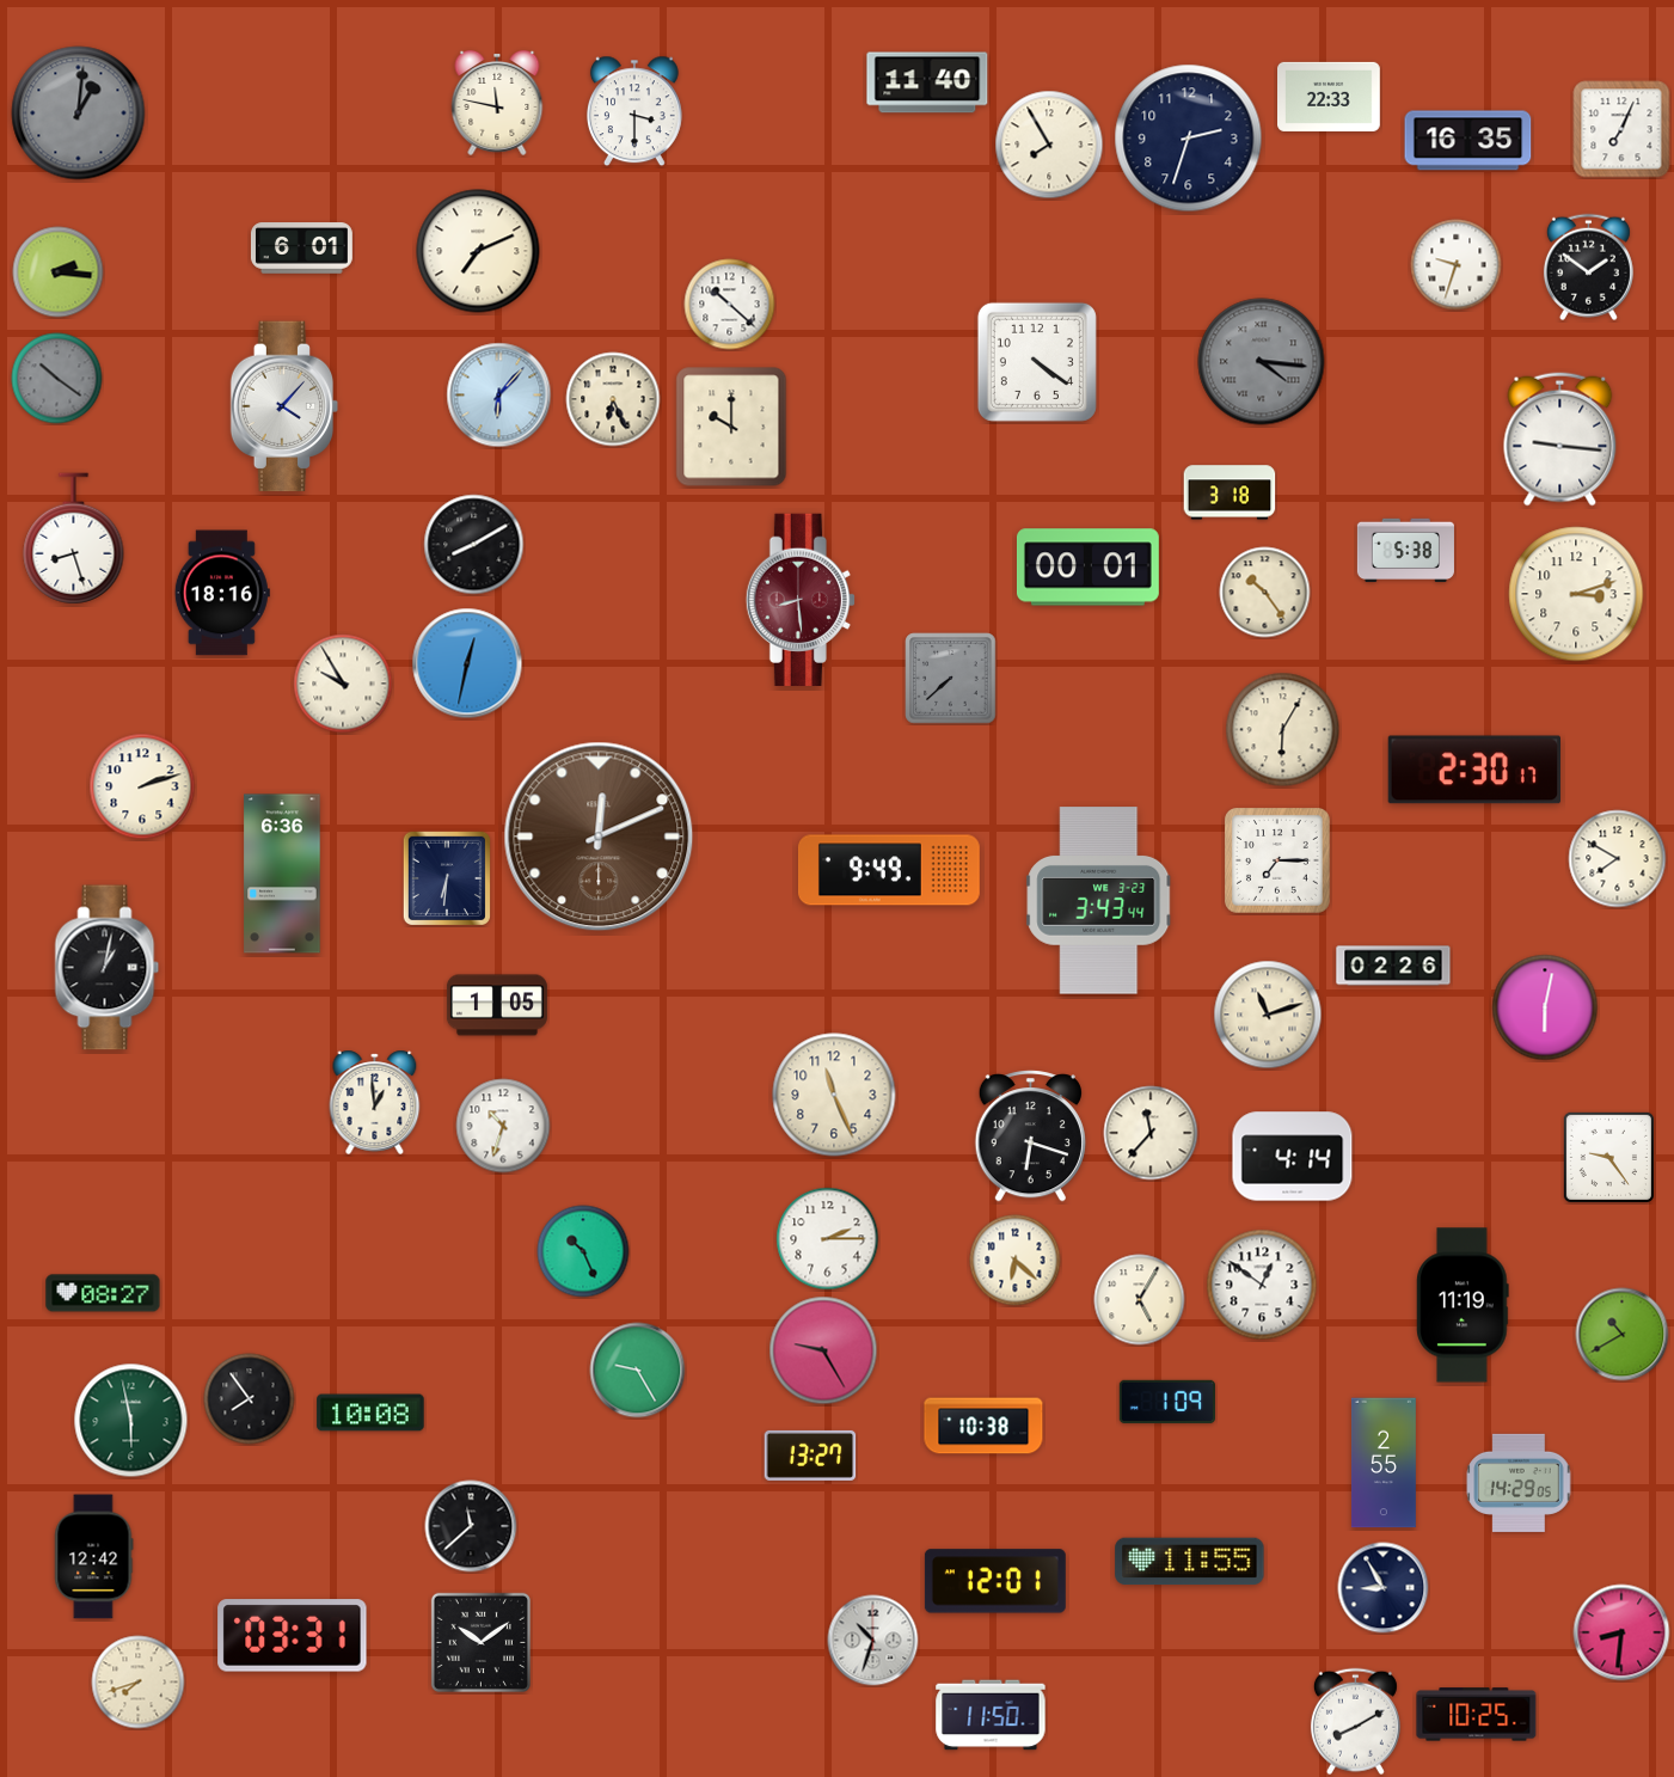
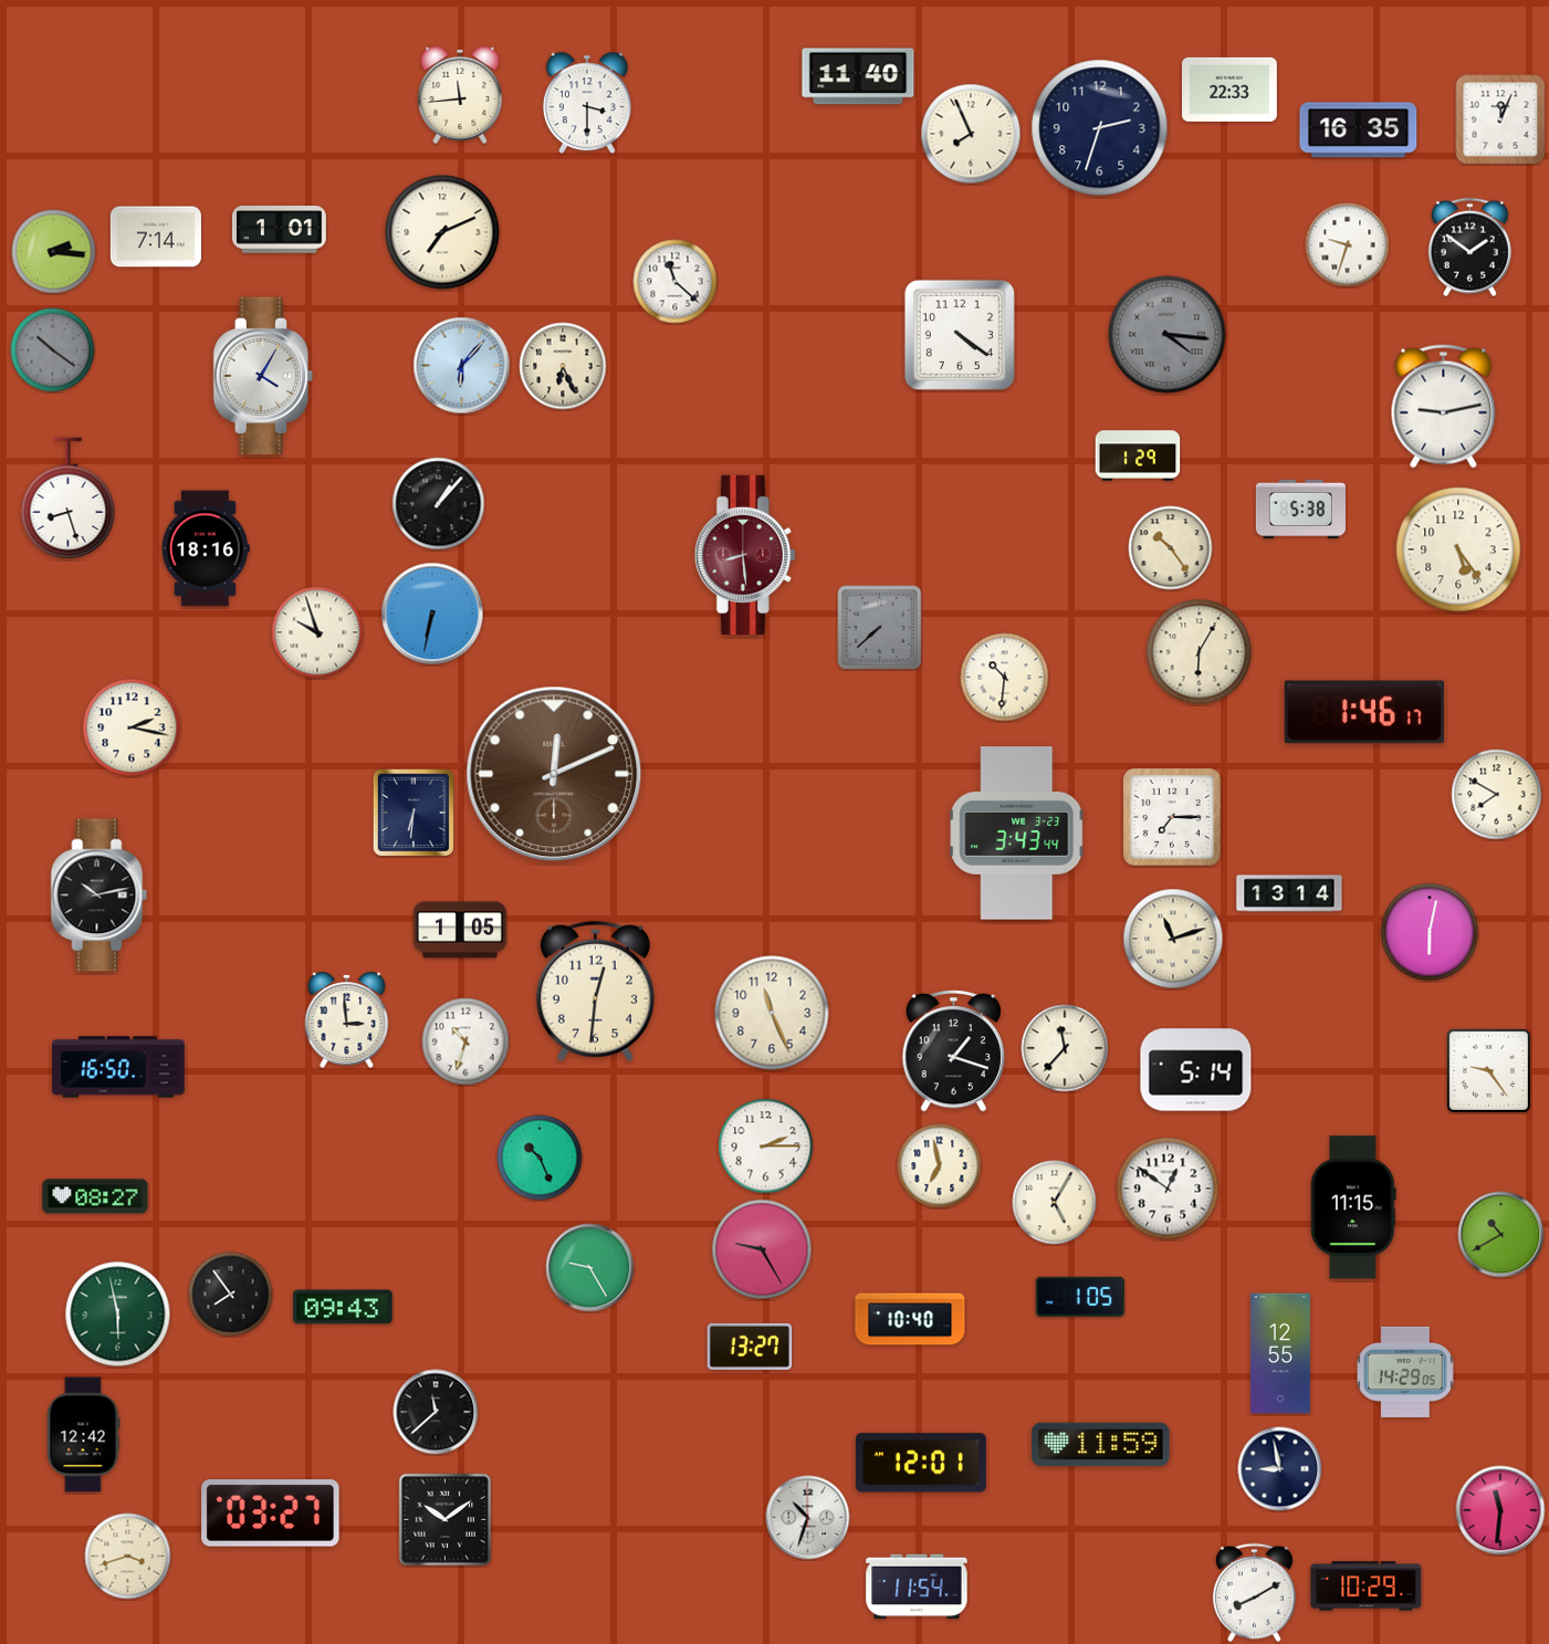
clock at (497, 103): 11:47 -> 11:44
clock at (79, 114): 1:01 -> none
clock at (1621, 129): 7:04 -> 12:04
clock at (1049, 145): 7:55 -> 7:56
clock at (301, 249): 6:01 -> 1:01
clock at (156, 237): none -> 7:14
clock at (730, 305): 10:22 -> 11:22
clock at (613, 399) position: (613, 399) -> (563, 366)
clock at (284, 406): 4:07 -> 4:05
clock at (731, 427): 10:00 -> none
clock at (1560, 440): 9:16 -> 9:13
clock at (1230, 492): 3:18 -> 1:29
clock at (474, 545): 8:10 -> 1:07
clock at (1087, 568): 00:01 -> none
clock at (1576, 594): 3:12 -> 5:24
clock at (801, 599) position: (801, 599) -> (745, 554)
clock at (467, 663): 12:32 -> 6:32
clock at (343, 684): 9:55 -> 9:57
clock at (1283, 730) position: (1283, 730) -> (1200, 652)
clock at (1005, 678): none -> 10:31
clock at (1473, 770): 2:30 -> 1:46
clock at (142, 786): 2:12 -> 2:17
clock at (1279, 862) position: (1279, 862) -> (1173, 818)
clock at (889, 870): 9:49 -> none
clock at (282, 874): 6:36 -> none
clock at (1393, 966): 02:26 -> 13:14
clock at (108, 968): 1:02 -> 10:13
clock at (595, 991): none -> 12:31
clock at (375, 1102): 12:59 -> 2:59
clock at (1030, 1136): 6:18 -> 1:18
clock at (118, 1067): none -> 16:50
clock at (1293, 1157): 4:14 -> 5:14
clock at (1016, 1261): 6:22 -> 6:58
clock at (1463, 1305): 11:19 -> 11:15
clock at (1167, 1402): 1:09 -> 1:05
clock at (370, 1413): 10:08 -> 09:43
clock at (131, 1421) position: (131, 1421) -> (118, 1315)
clock at (983, 1426): 10:38 -> 10:40
clock at (1384, 1463): 2:55 -> 12:55
clock at (93, 1557) position: (93, 1557) -> (83, 1435)
clock at (1190, 1562): 11:55 -> 11:59
clock at (1384, 1588): 8:55 -> 8:58
clock at (1621, 1632): 8:31 -> 11:31
clock at (293, 1636): 03:31 -> 03:27
clock at (139, 1683): 7:42 -> 3:42
clock at (991, 1715): 11:50 -> 11:54
clock at (1477, 1715): 10:25 -> 10:29
